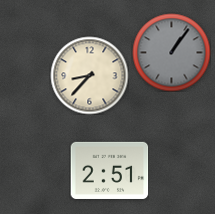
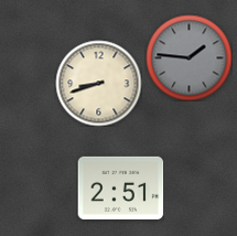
clock at (171, 52): 1:06 -> 1:46
clock at (89, 75): 8:37 -> 8:42
